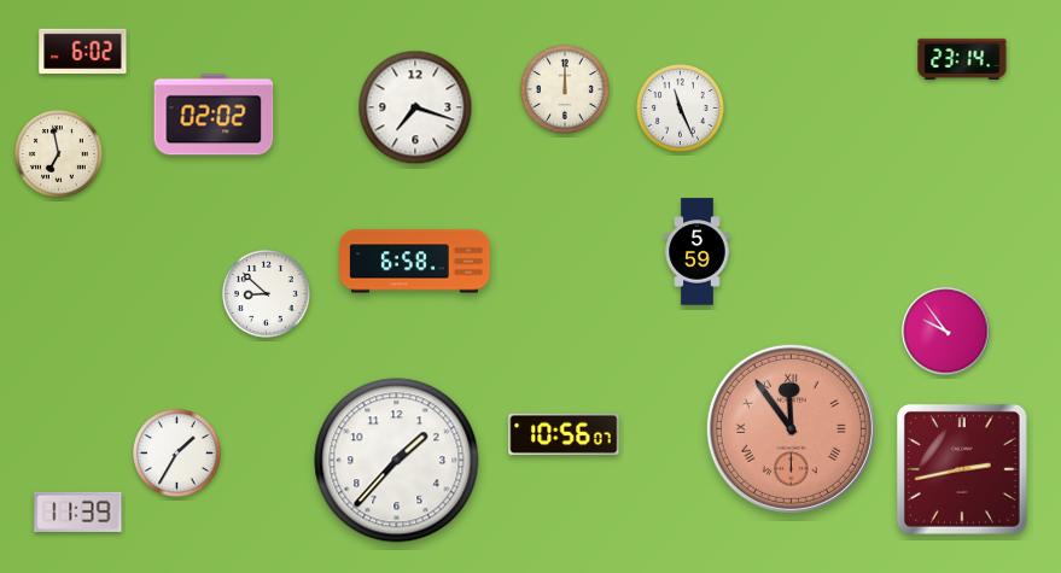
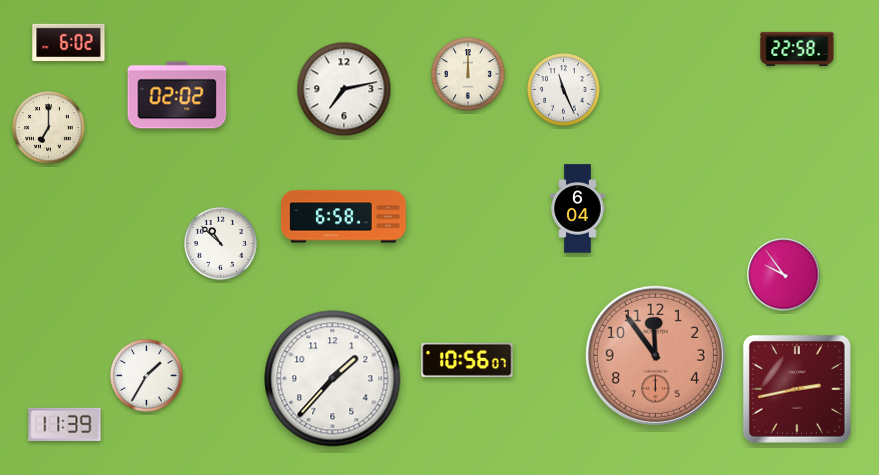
clock at (962, 59): 23:14 -> 22:58
clock at (415, 107): 7:18 -> 7:13
clock at (59, 154): 6:58 -> 7:00
clock at (698, 252): 5:59 -> 6:04
clock at (267, 294): 8:52 -> 10:52
clock at (791, 428) numerals: Roman -> Arabic
clock at (397, 461) position: (397, 461) -> (333, 379)
